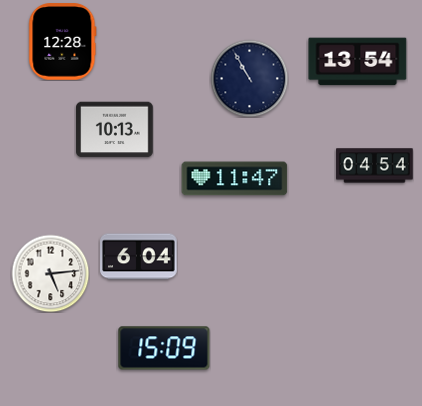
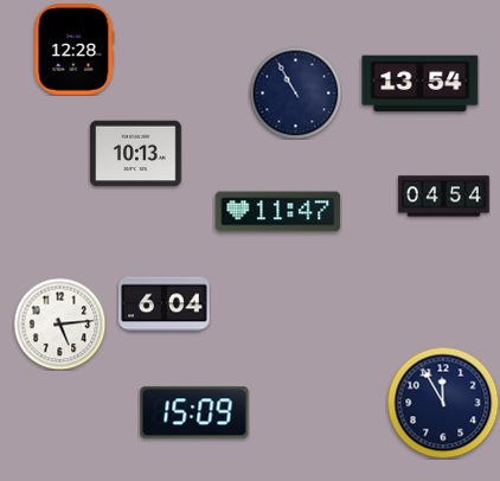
clock at (358, 62) position: (358, 62) -> (421, 84)
clock at (443, 403): none -> 11:55
